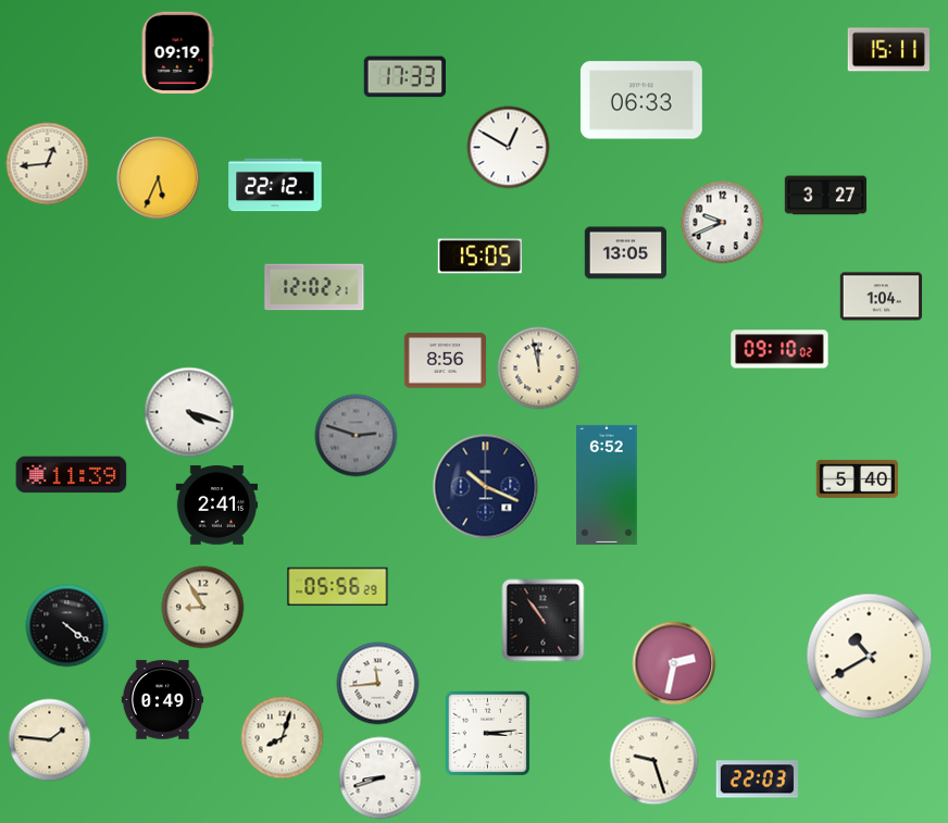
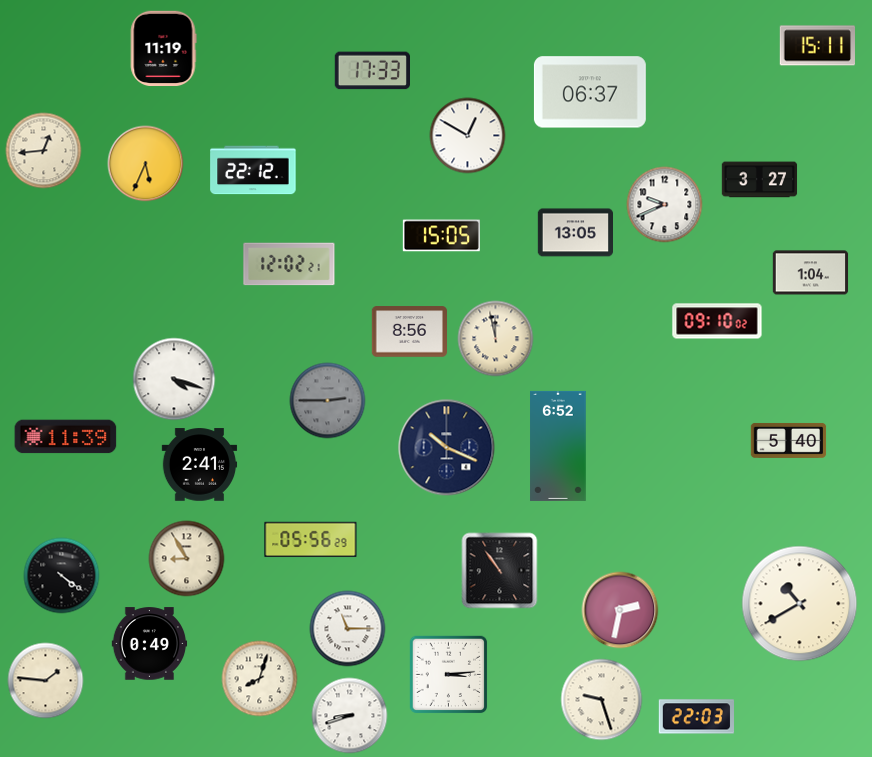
clock at (177, 52): 09:19 -> 11:19
clock at (641, 100): 06:33 -> 06:37
clock at (357, 436): 2:48 -> 2:45
clock at (378, 684): 11:44 -> 11:15
